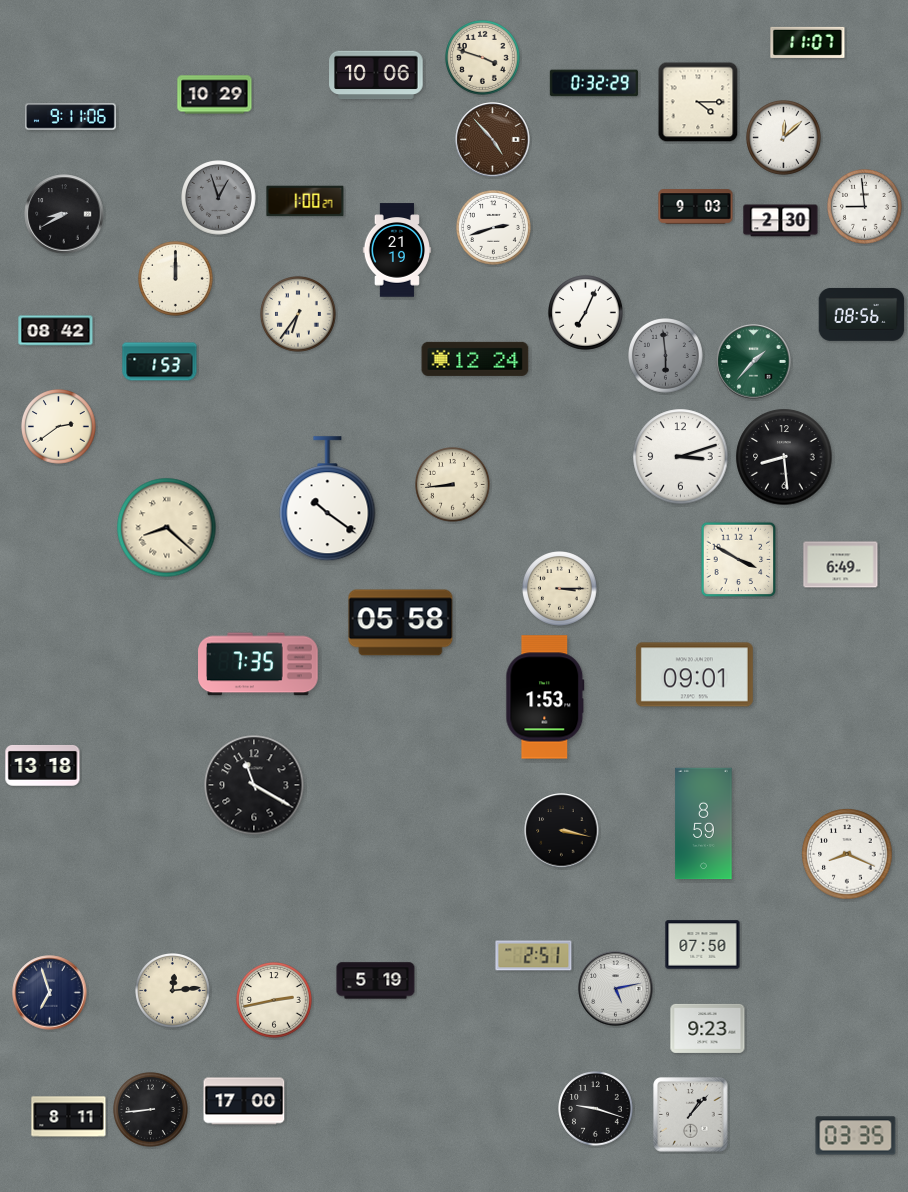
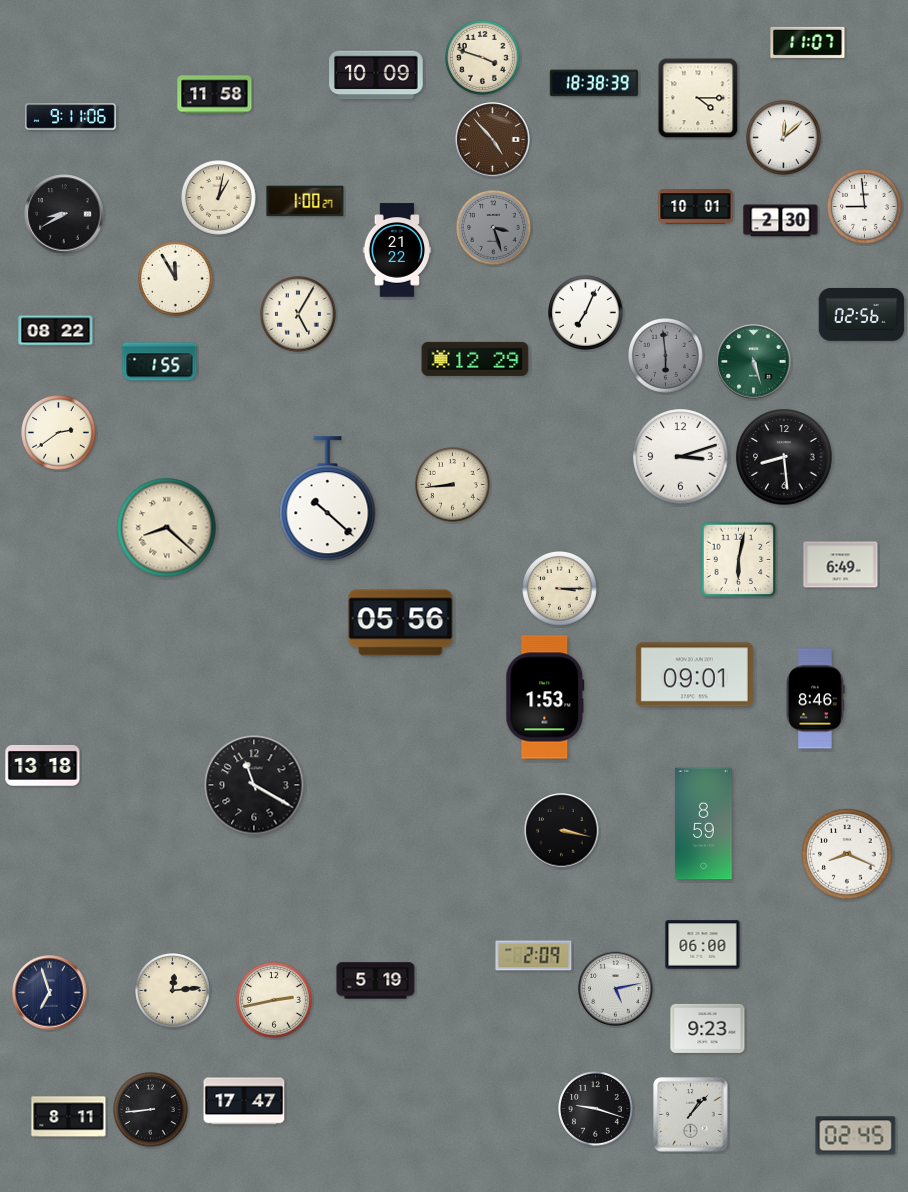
clock at (376, 75): 10:06 -> 10:09
clock at (594, 83): 0:32 -> 18:38
clock at (215, 95): 10:29 -> 11:58
clock at (698, 102) position: (698, 102) -> (698, 98)
clock at (219, 198): 12:57 -> 1:02
clock at (219, 198) dial: grey -> cream
clock at (696, 207): 9:03 -> 10:01
clock at (494, 228): 2:42 -> 3:27
clock at (494, 228) dial: white -> grey
clock at (397, 250): 21:19 -> 21:22
clock at (176, 279): 12:00 -> 11:55
clock at (862, 314): 08:56 -> 02:56
clock at (299, 315): 6:36 -> 5:05
clock at (56, 331): 08:42 -> 08:22
clock at (475, 359): 12:24 -> 12:29
clock at (160, 362): 1:53 -> 1:55
clock at (754, 362): 1:37 -> 5:27
clock at (59, 427) position: (59, 427) -> (59, 433)
clock at (328, 499): 10:21 -> 10:22
clock at (739, 560): 3:50 -> 6:02
clock at (401, 623): 05:58 -> 05:56
clock at (258, 664): 7:35 -> none
clock at (815, 699): none -> 8:46
clock at (703, 945): 07:50 -> 06:00
clock at (534, 956): 2:51 -> 2:09
clock at (244, 1101): 17:00 -> 17:47
clock at (856, 1136): 03:35 -> 02:45
